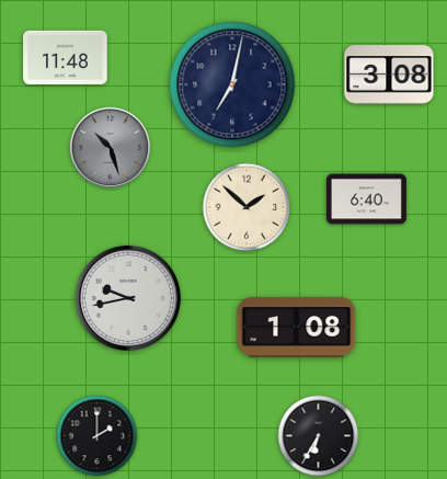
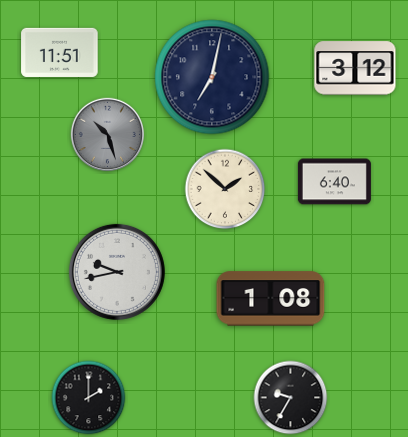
clock at (66, 57): 11:48 -> 11:51
clock at (389, 75): 3:08 -> 3:12
clock at (111, 148) position: (111, 148) -> (108, 135)
clock at (319, 436): 6:35 -> 9:35
